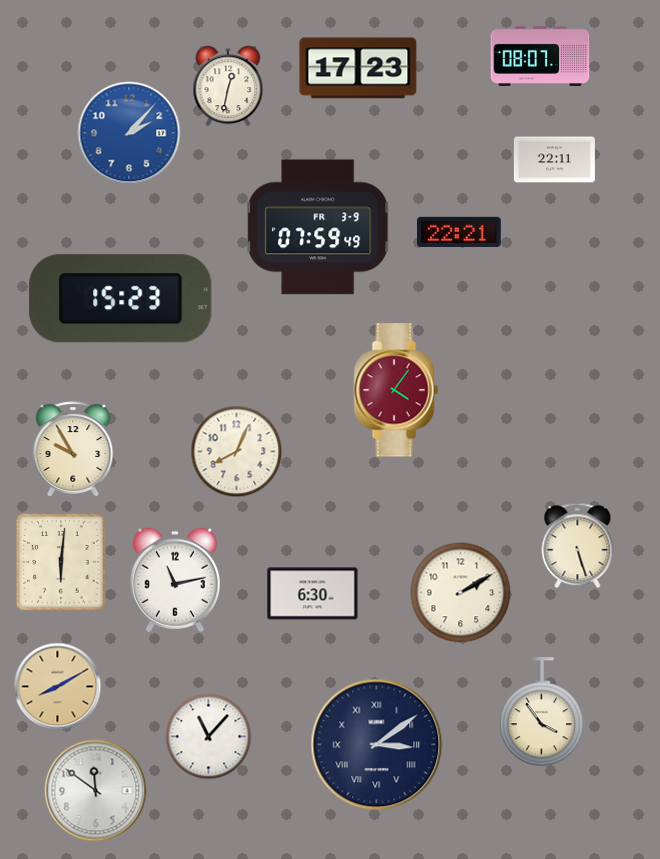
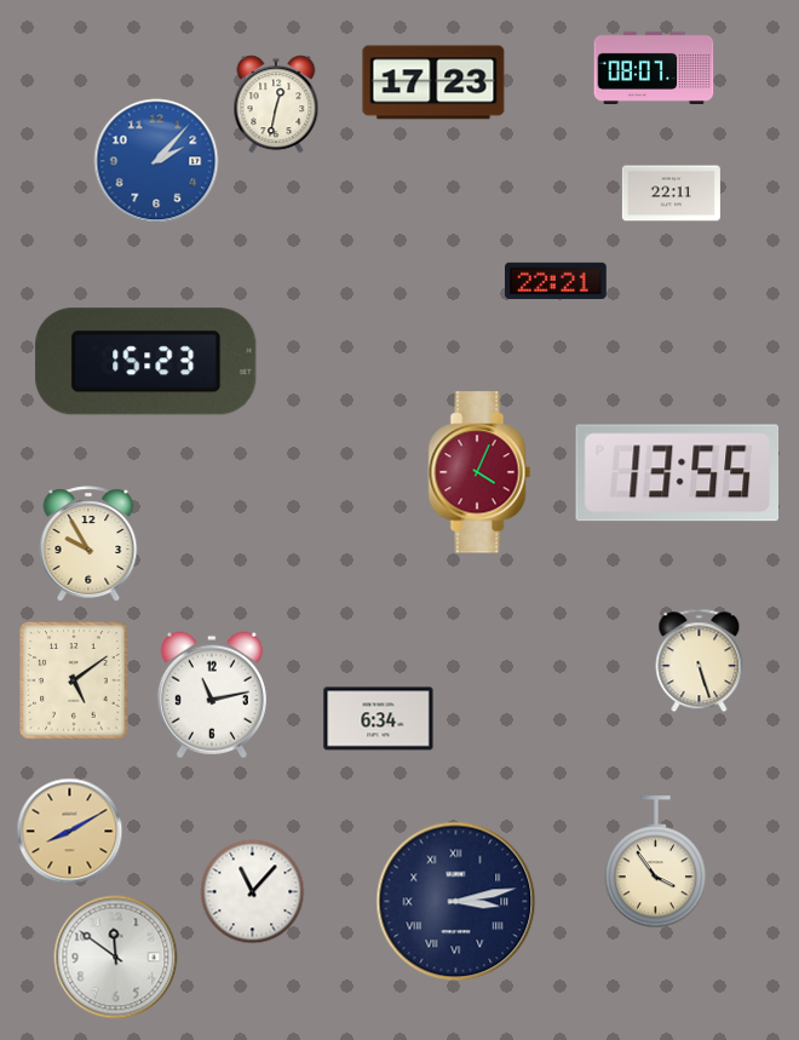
clock at (319, 227): 07:59 -> none
clock at (396, 390): 4:06 -> 4:04
clock at (678, 473): none -> 13:55
clock at (237, 452): 8:04 -> none
clock at (61, 562): 6:01 -> 5:09
clock at (175, 580) position: (175, 580) -> (212, 695)
clock at (461, 593): 2:10 -> none
clock at (313, 594): 6:30 -> 6:34
clock at (377, 745): 3:09 -> 3:13
